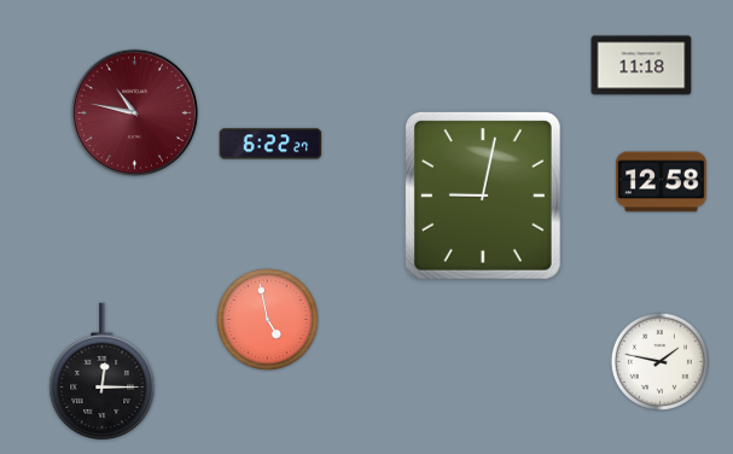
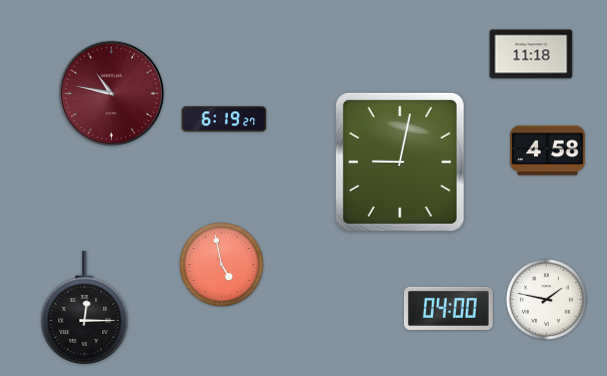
clock at (270, 144): 6:22 -> 6:19
clock at (661, 182): 12:58 -> 4:58
clock at (449, 308): none -> 04:00
